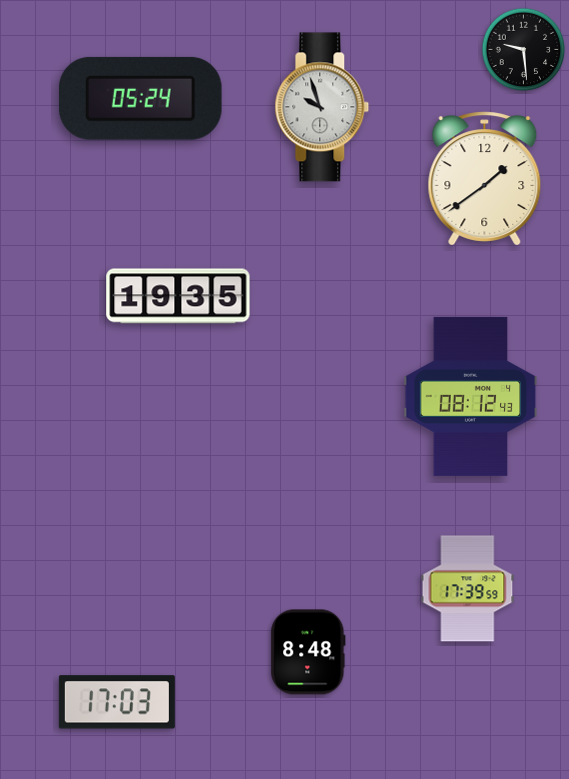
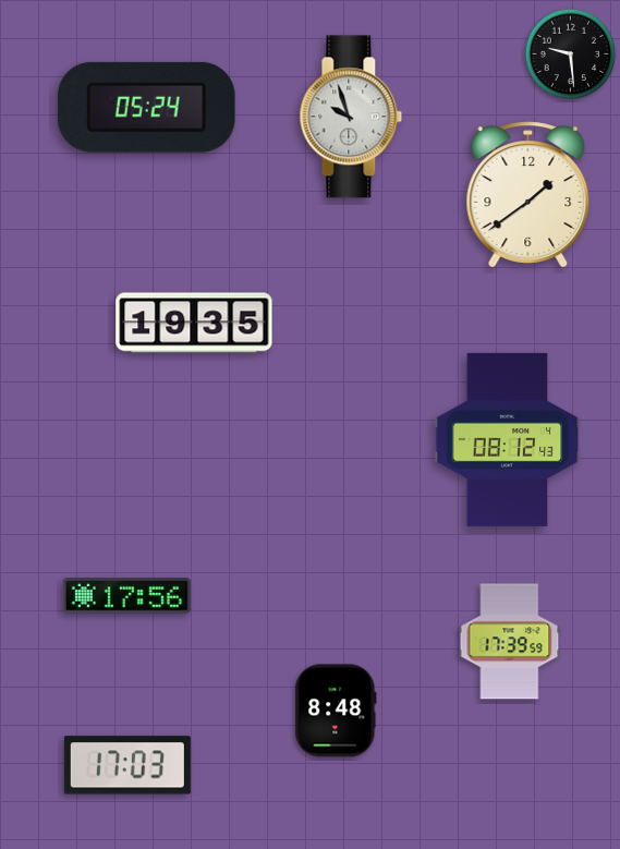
clock at (140, 98) position: (140, 98) -> (146, 107)
clock at (471, 396) position: (471, 396) -> (508, 439)
clock at (126, 596): none -> 17:56
